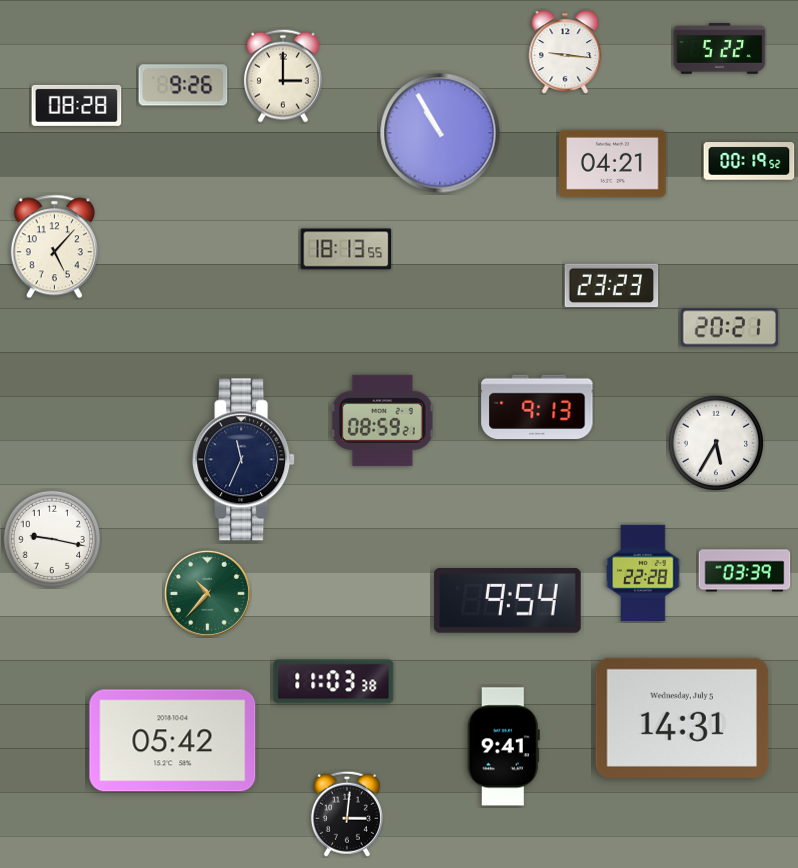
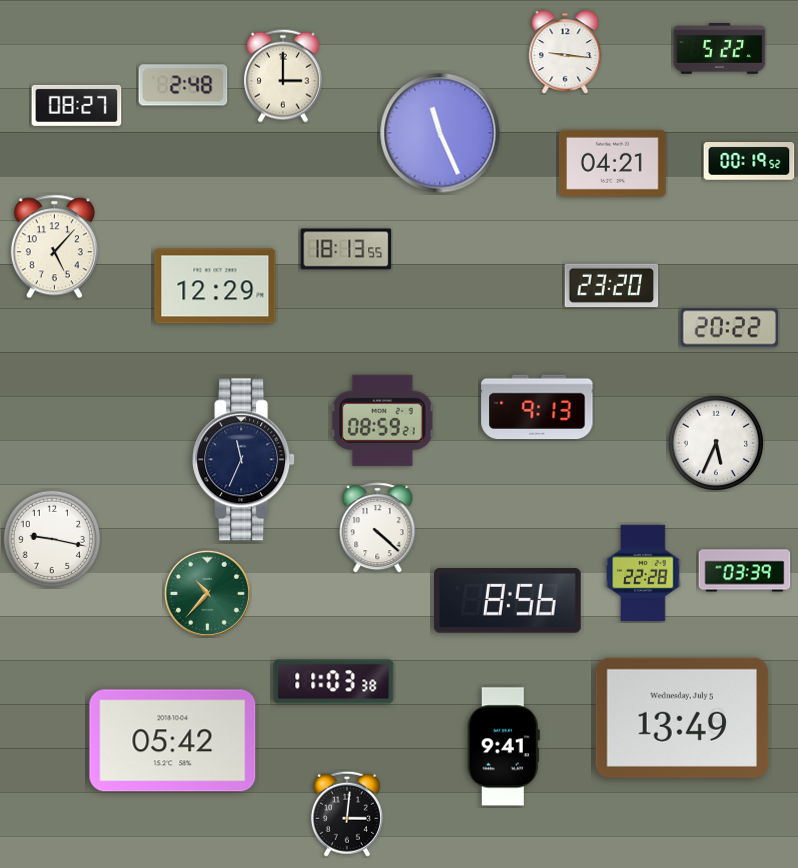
clock at (183, 85): 9:26 -> 2:48
clock at (77, 105): 08:28 -> 08:27
clock at (440, 133): 10:55 -> 11:26
clock at (215, 286): none -> 12:29
clock at (612, 286): 23:23 -> 23:20
clock at (729, 328): 20:21 -> 20:22
clock at (715, 442): 5:35 -> 5:34
clock at (378, 528): none -> 4:22
clock at (507, 601): 9:54 -> 8:56
clock at (682, 718): 14:31 -> 13:49
